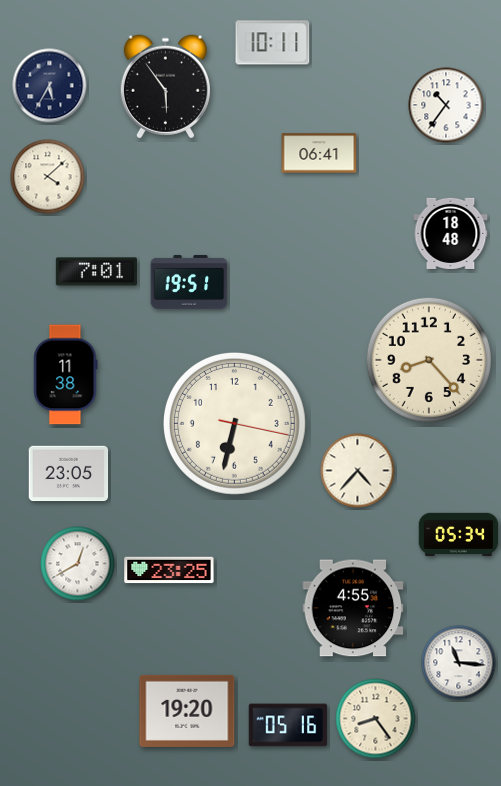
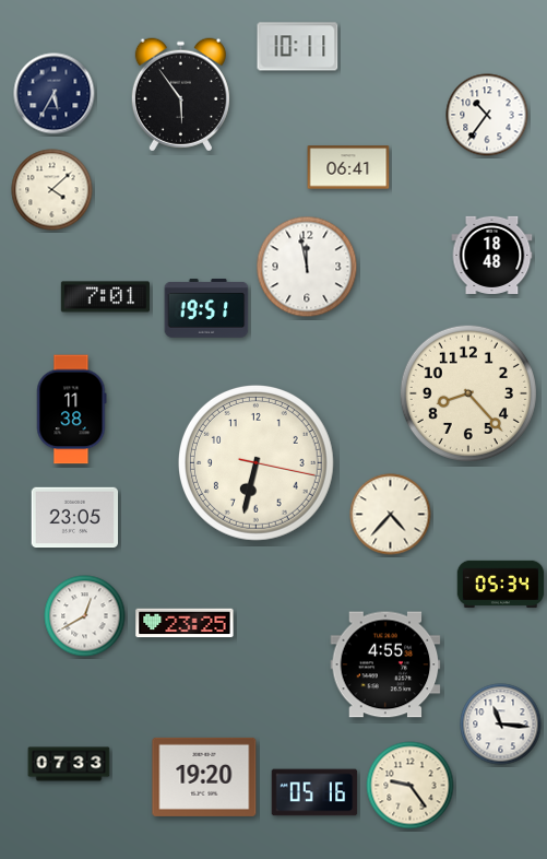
clock at (48, 177) position: (48, 177) -> (52, 190)
clock at (307, 267): none -> 11:58
clock at (69, 764): none -> 07:33
clock at (376, 719): 8:24 -> 9:24
